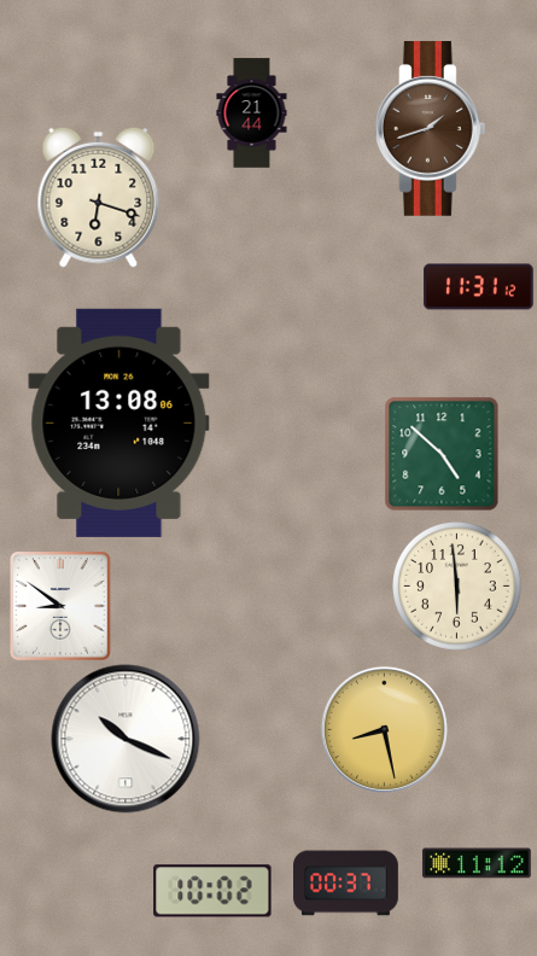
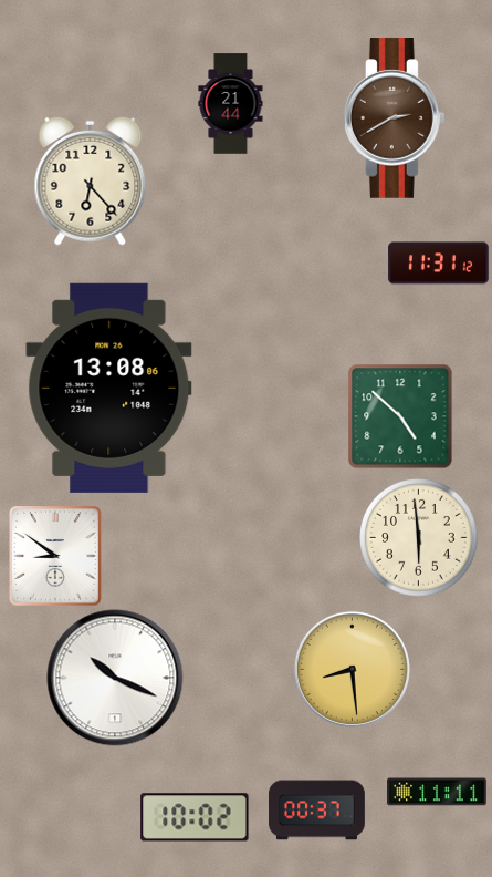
clock at (430, 129): 1:42 -> 2:40
clock at (99, 197): 6:18 -> 6:23
clock at (442, 454) position: (442, 454) -> (400, 416)
clock at (384, 729): 8:28 -> 8:29
clock at (477, 863): 11:12 -> 11:11
